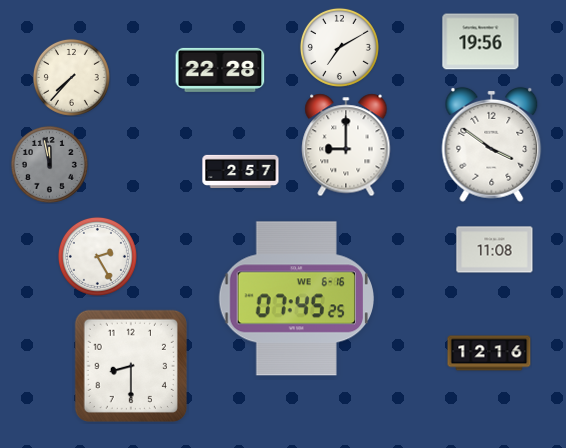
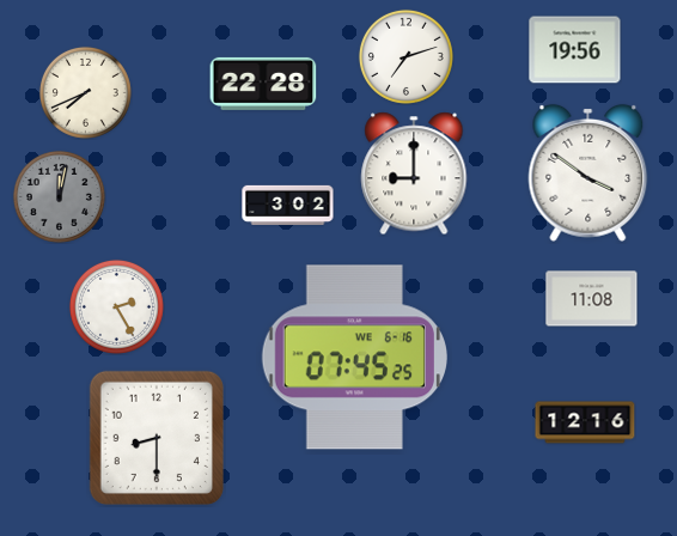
clock at (339, 47): 7:10 -> 7:12
clock at (71, 77): 7:37 -> 7:41
clock at (49, 164): 11:58 -> 12:02
clock at (241, 171): 2:57 -> 3:02
